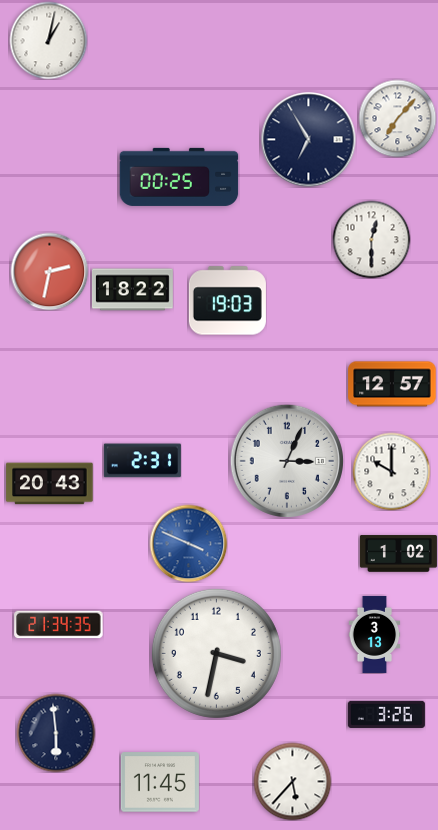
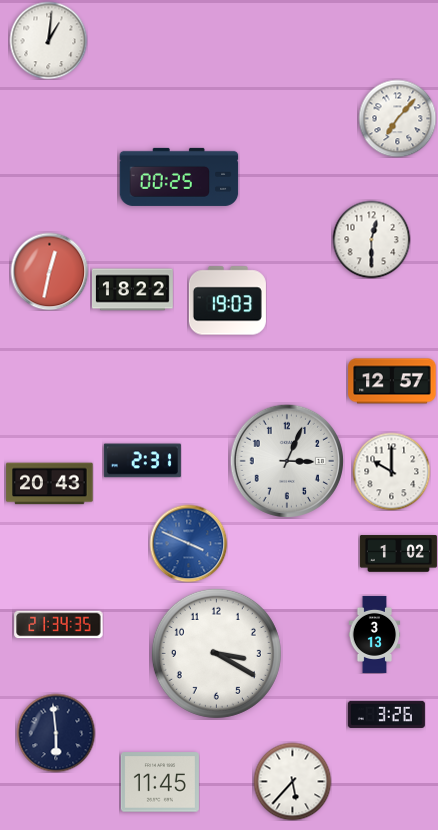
clock at (48, 40): 1:02 -> 1:01
clock at (308, 139): 6:55 -> none
clock at (49, 271): 2:32 -> 12:32
clock at (392, 384) position: (392, 384) -> (392, 381)
clock at (216, 653): 3:32 -> 3:20
